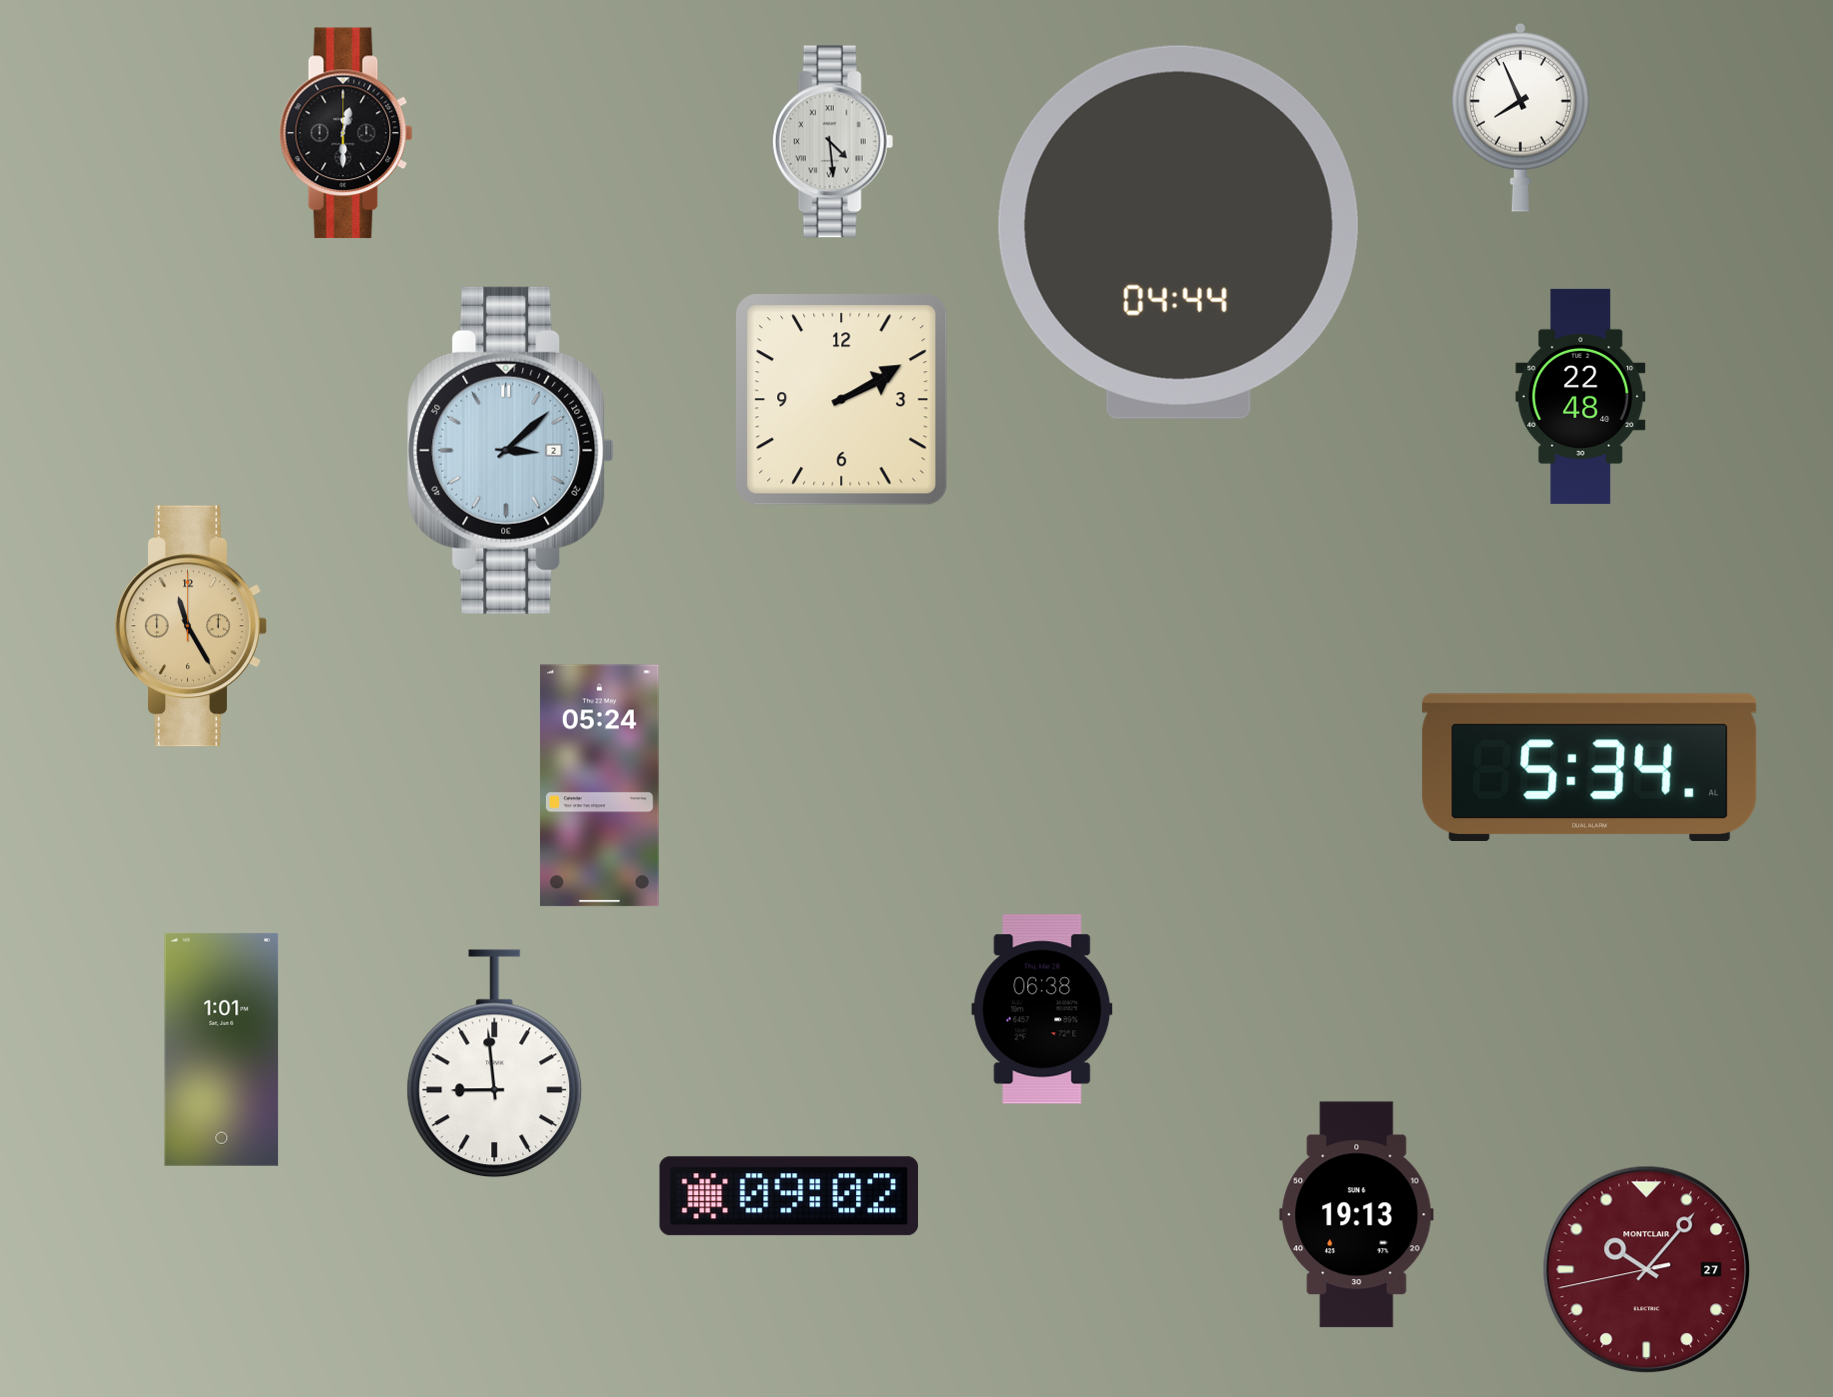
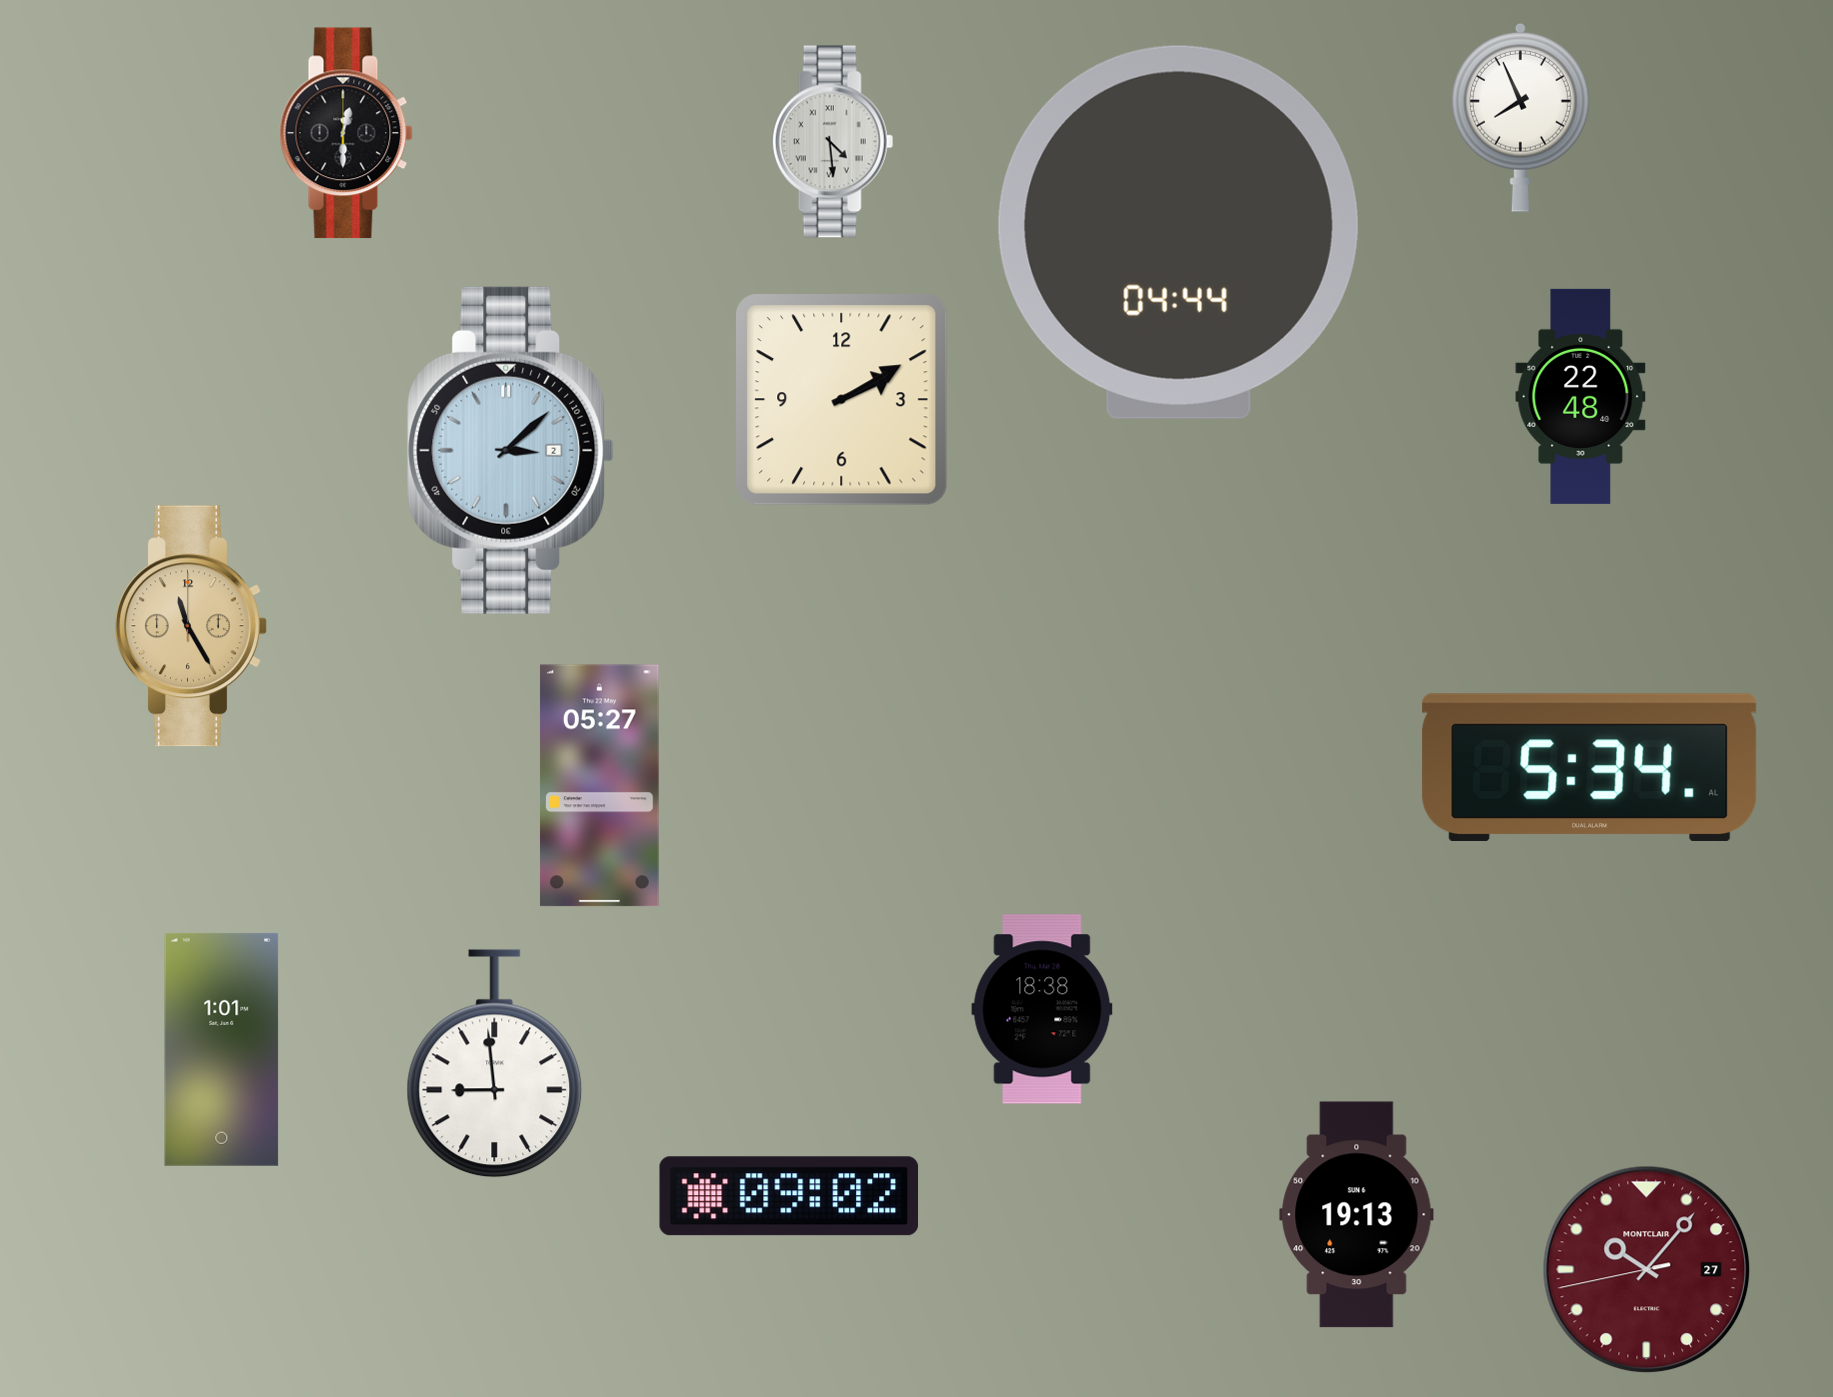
clock at (599, 786): 05:24 -> 05:27
clock at (1042, 1009): 06:38 -> 18:38
